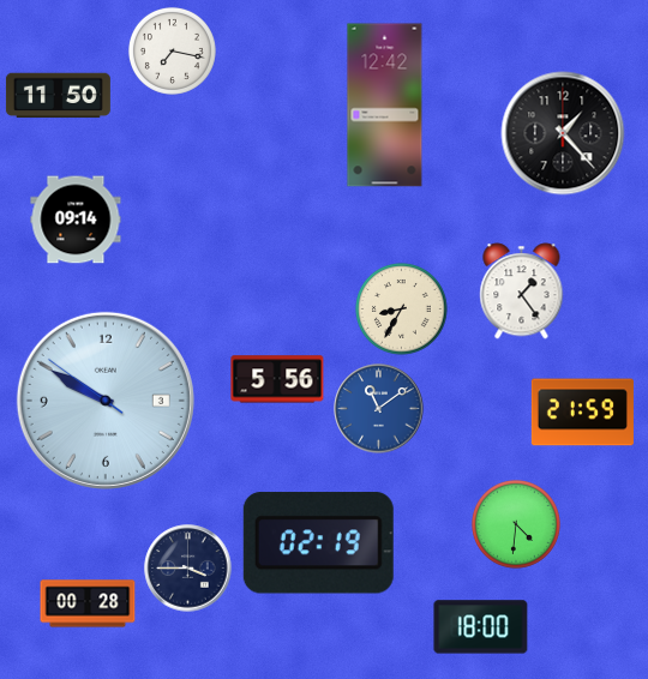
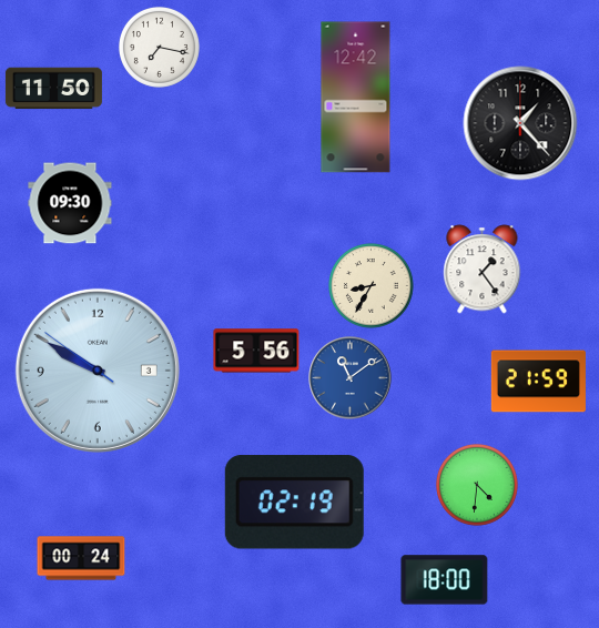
clock at (76, 220): 09:14 -> 09:30
clock at (188, 569): 3:45 -> none
clock at (88, 603): 00:28 -> 00:24
